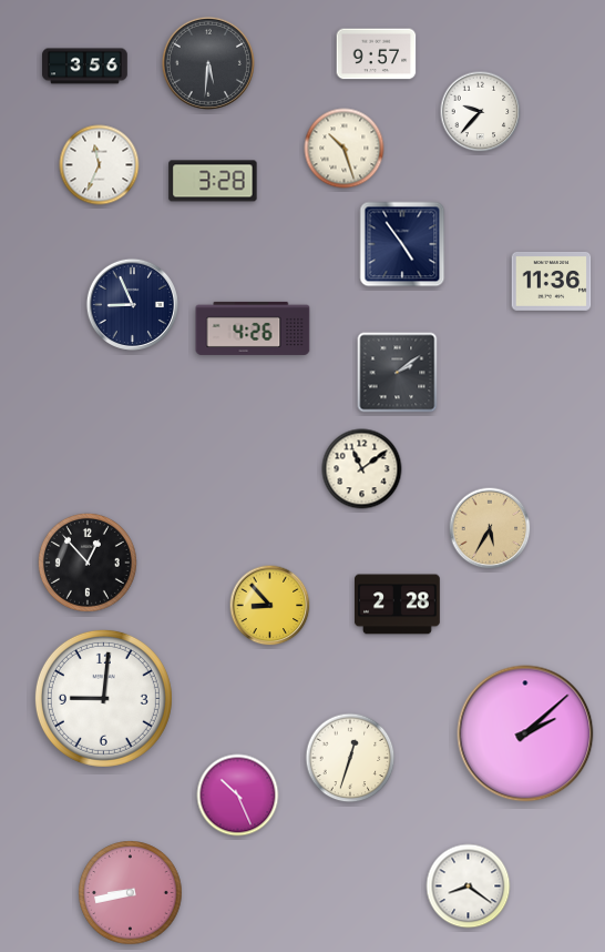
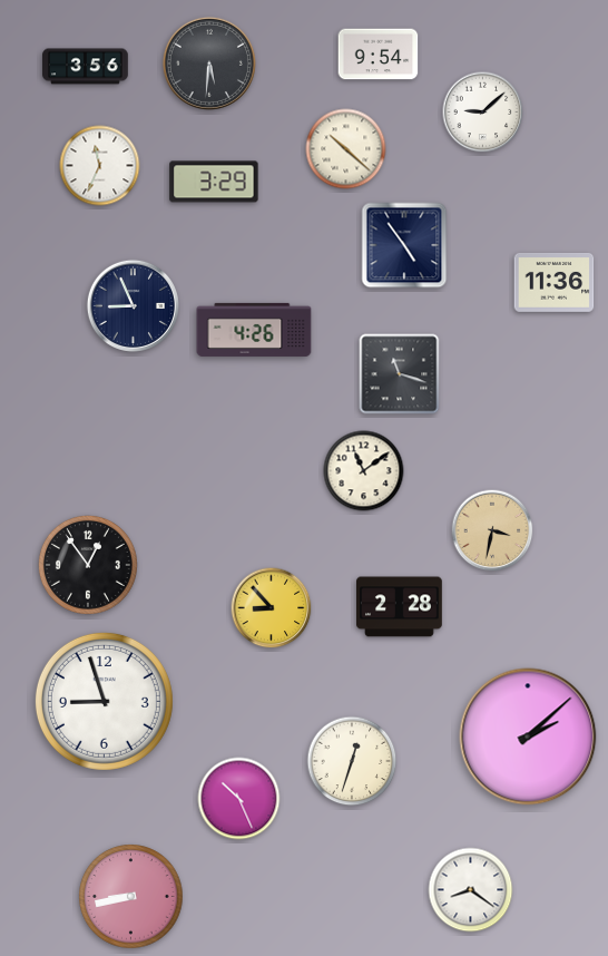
clock at (377, 54): 9:57 -> 9:54
clock at (481, 112): 9:37 -> 9:08
clock at (345, 149): 10:27 -> 10:22
clock at (213, 181): 3:28 -> 3:29
clock at (398, 373): 2:09 -> 11:18
clock at (490, 528): 5:35 -> 3:32
clock at (88, 563): 12:53 -> 12:54
clock at (103, 698): 9:01 -> 8:57
